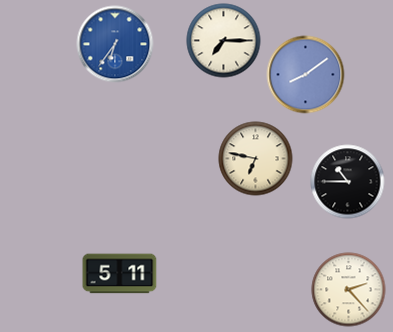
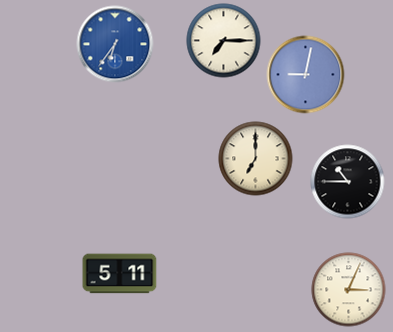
clock at (306, 75): 8:09 -> 9:02
clock at (256, 159): 6:47 -> 7:00
clock at (349, 290): 2:23 -> 3:04
